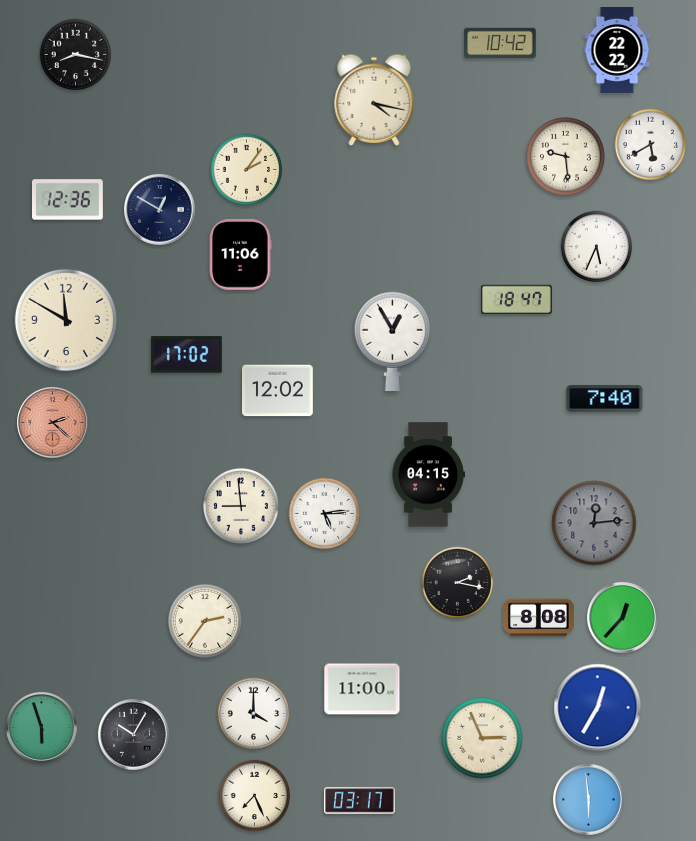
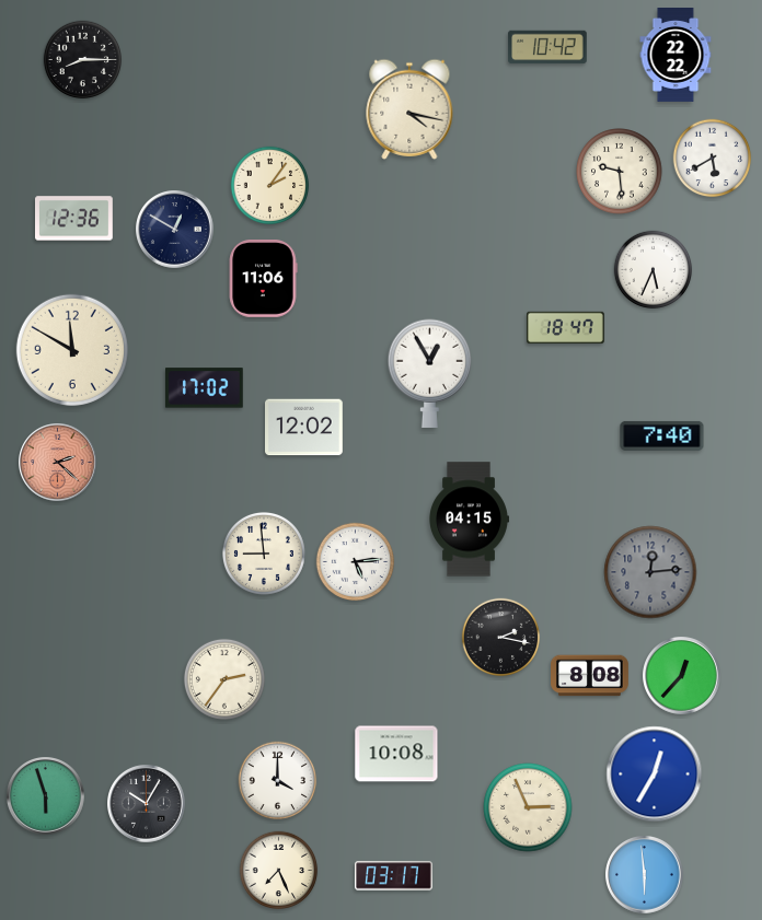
clock at (76, 55): 8:17 -> 8:15
clock at (362, 689): 11:00 -> 10:08
